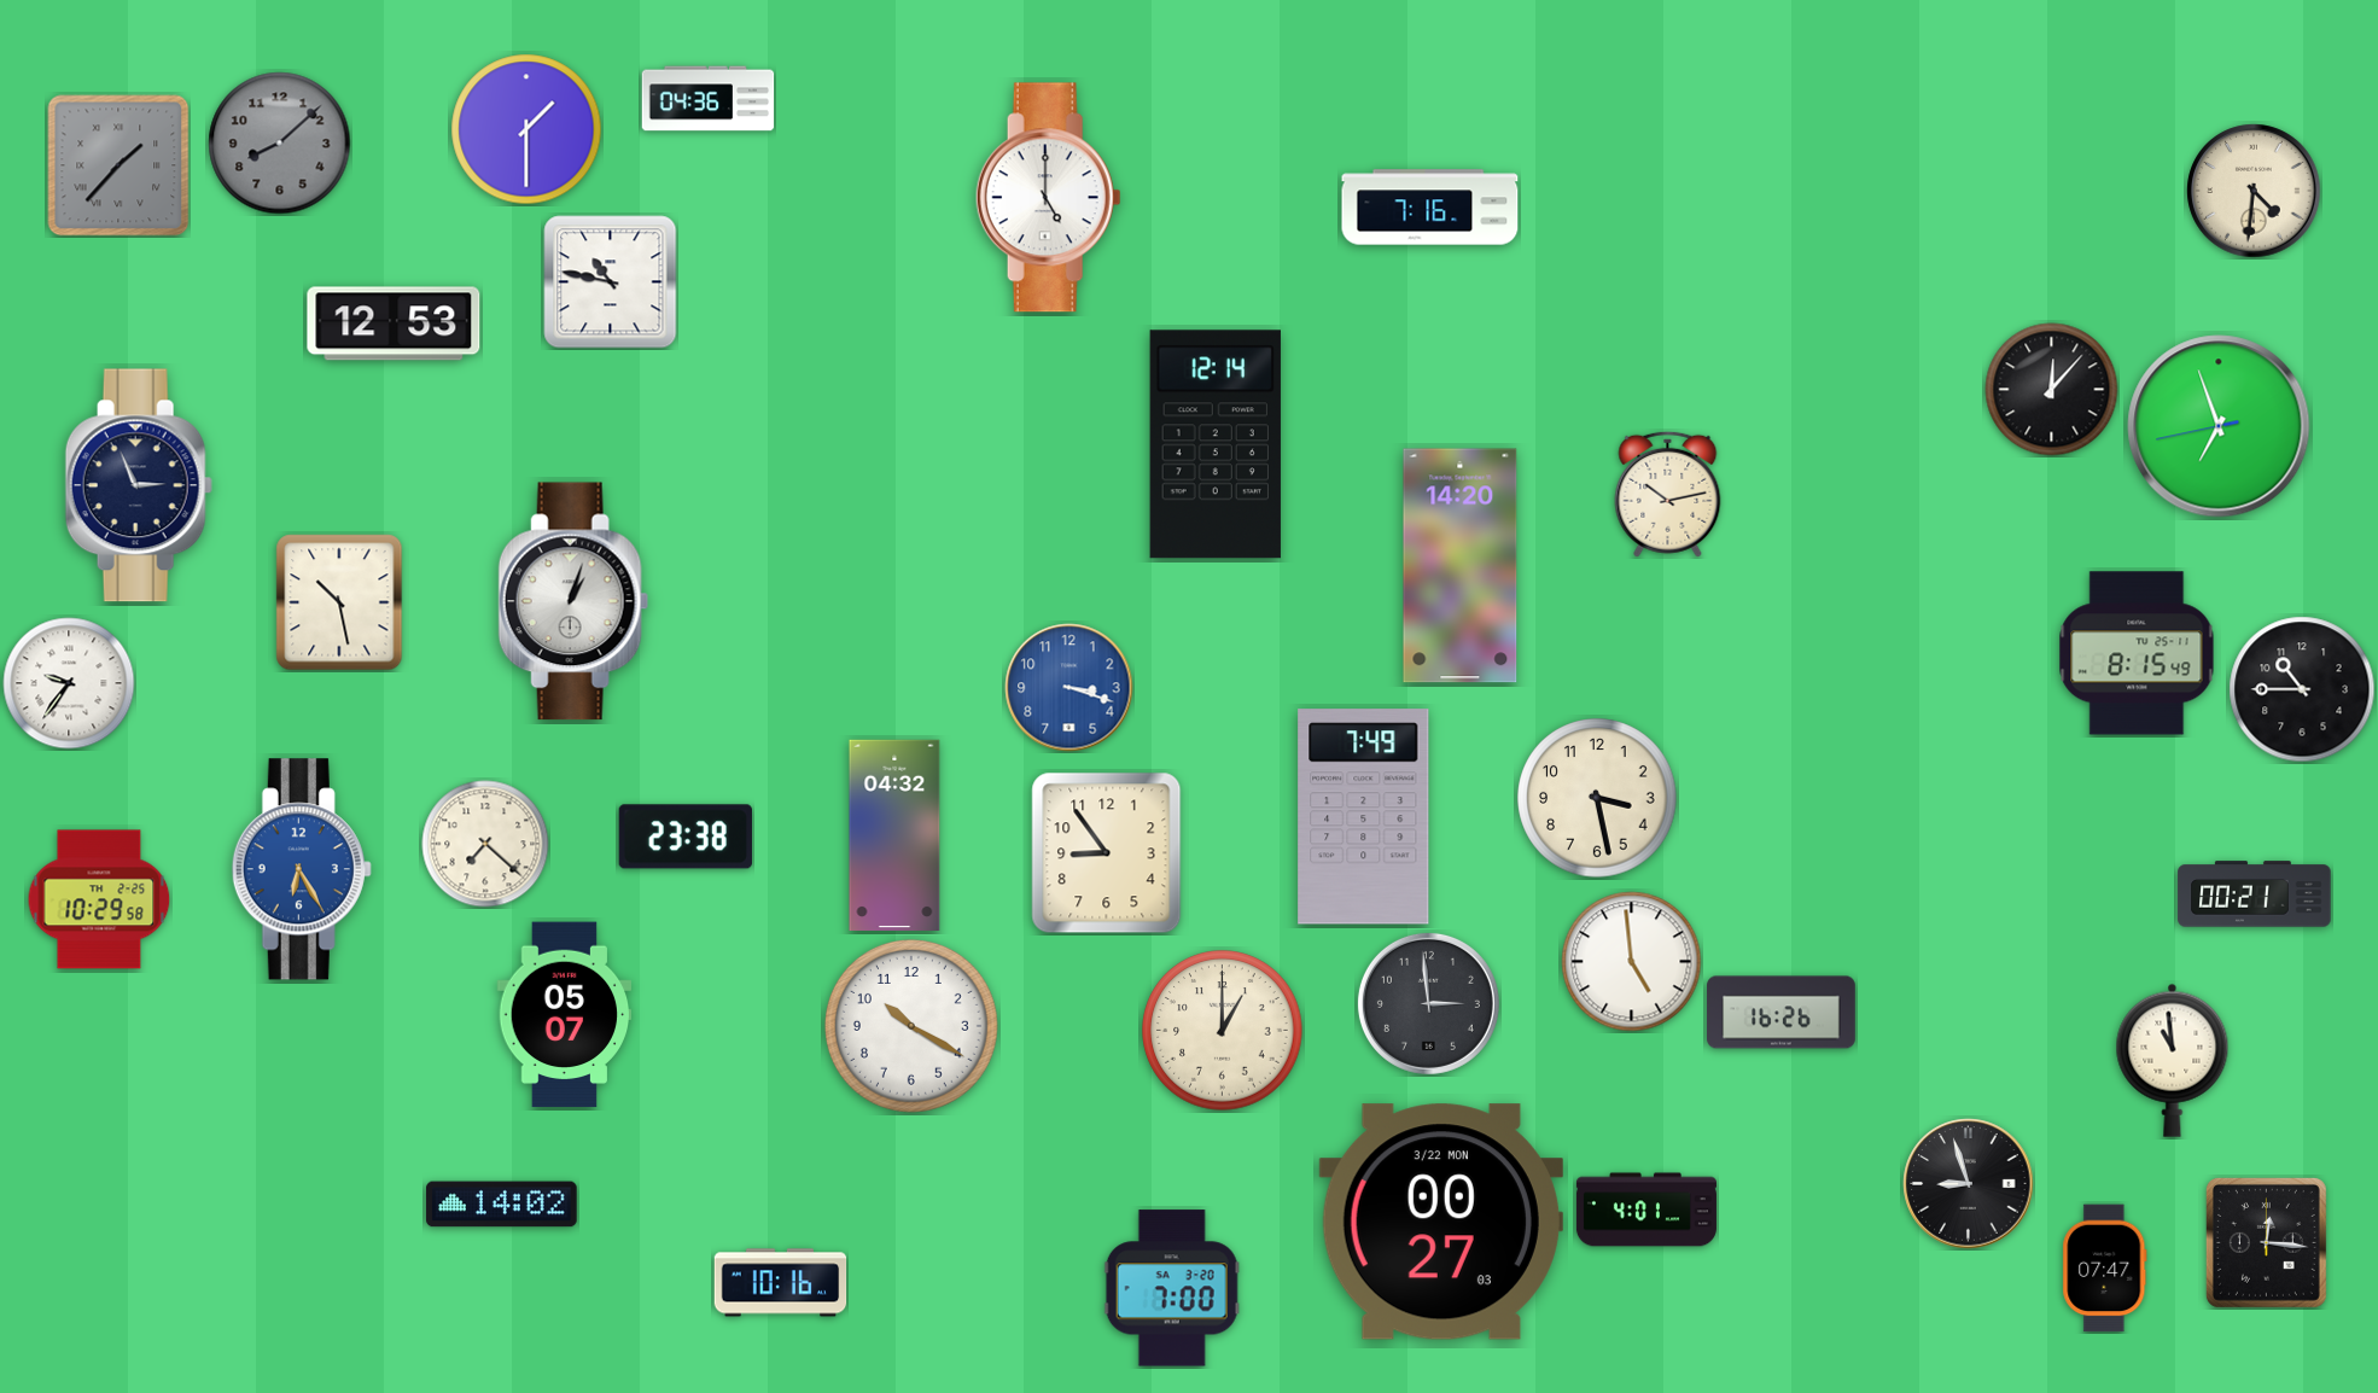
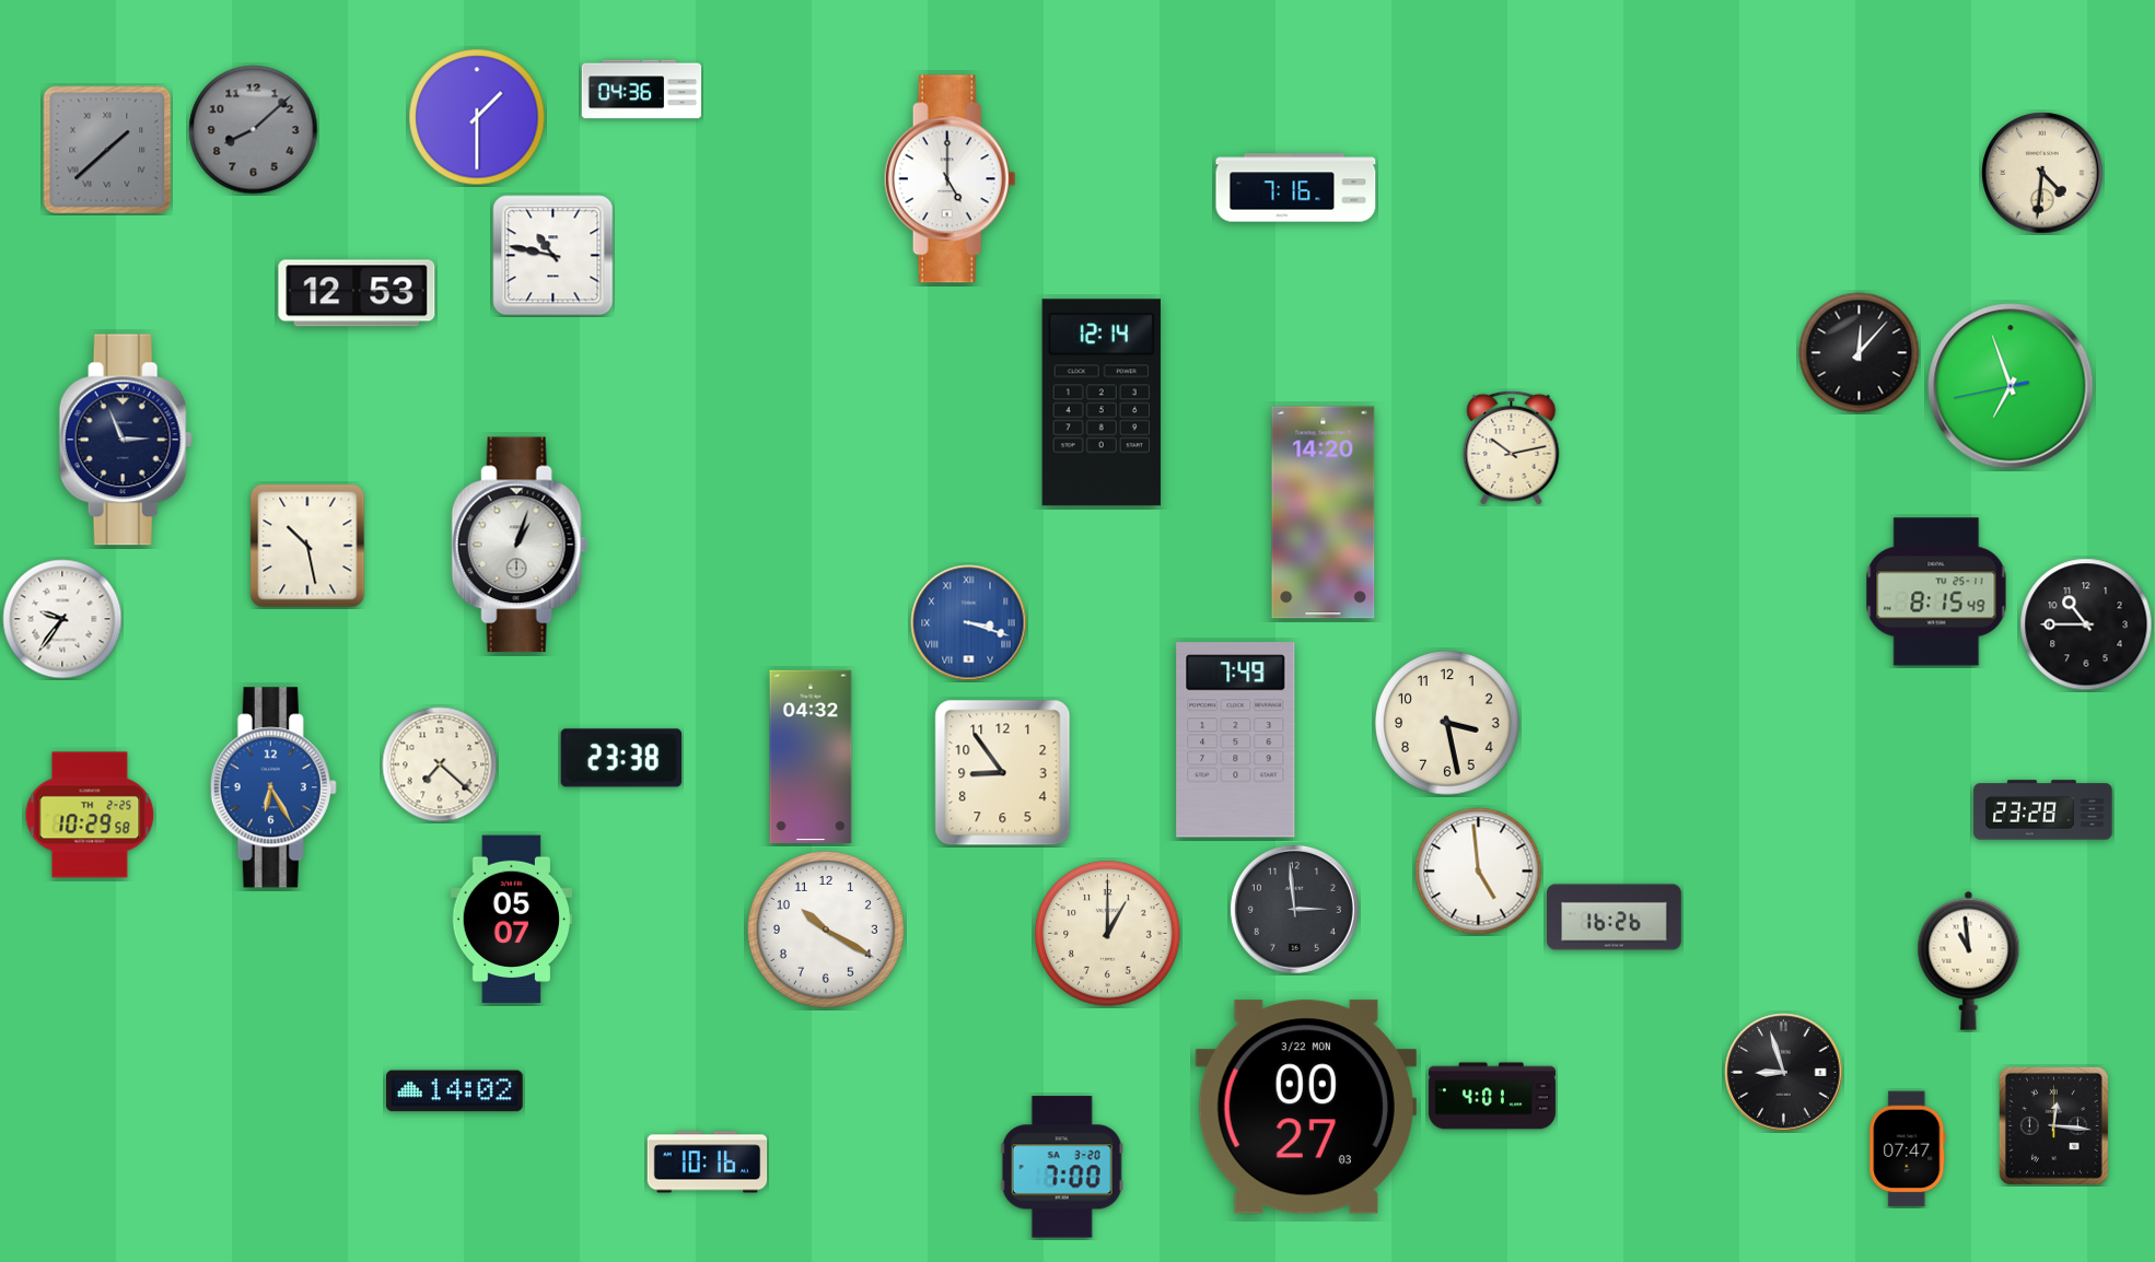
clock at (118, 165): 1:37 -> 1:38
clock at (1069, 688) numerals: Arabic -> Roman
clock at (2255, 894): 00:21 -> 23:28
